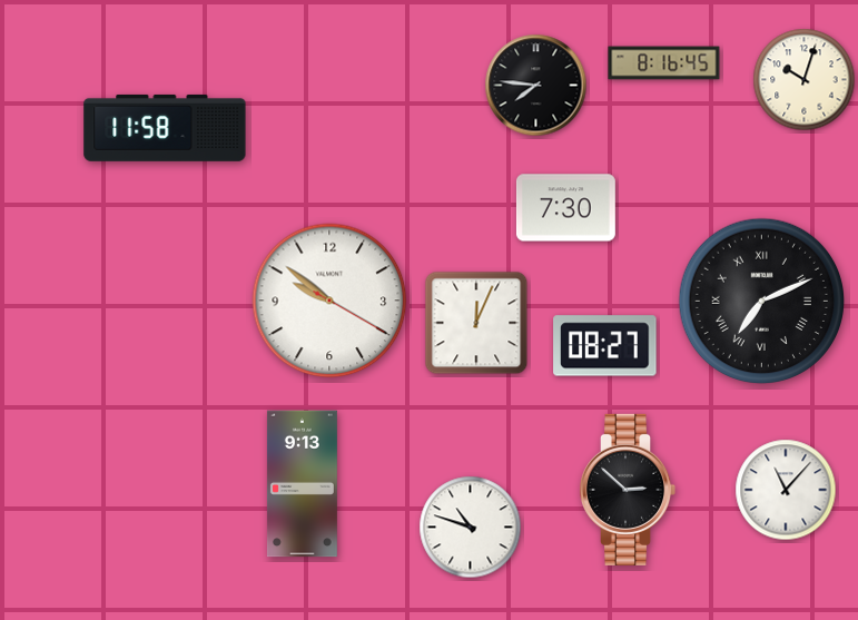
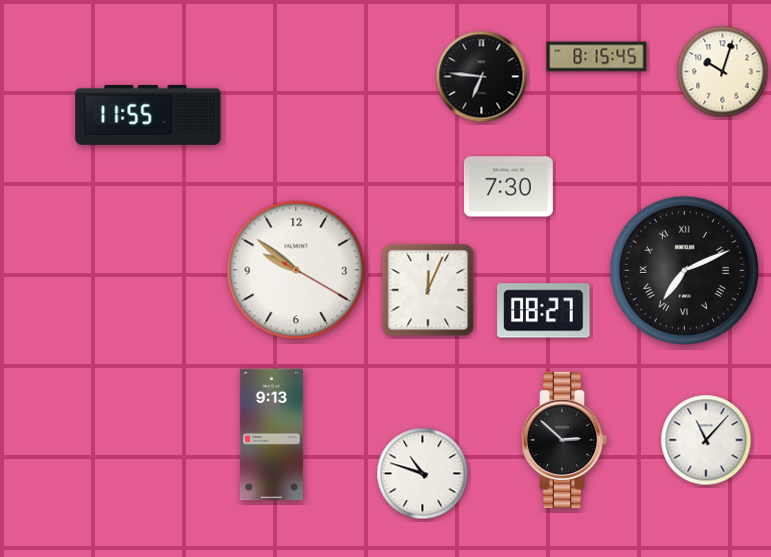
clock at (664, 63): 8:16 -> 8:15
clock at (536, 86): 7:46 -> 6:46
clock at (165, 128): 11:58 -> 11:55
